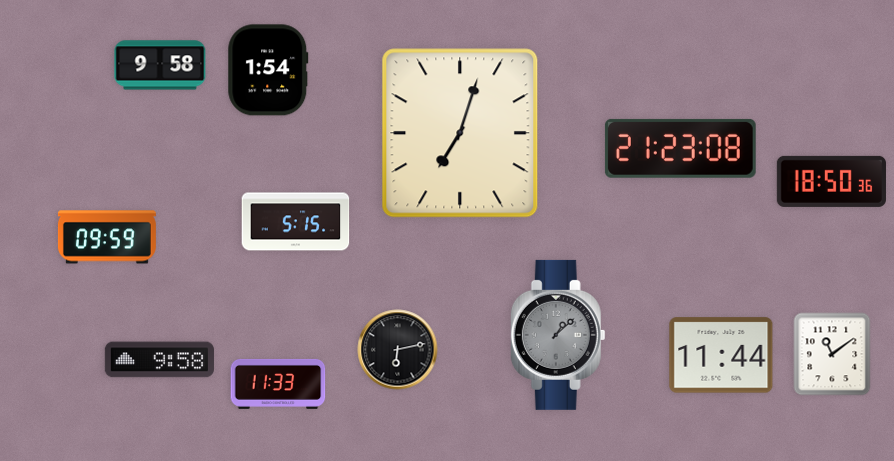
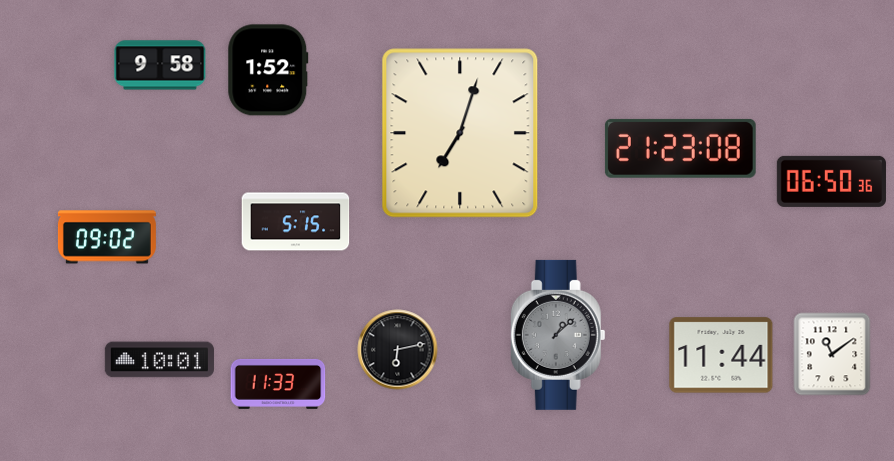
clock at (268, 70): 1:54 -> 1:52
clock at (831, 181): 18:50 -> 06:50
clock at (107, 237): 09:59 -> 09:02
clock at (159, 360): 9:58 -> 10:01
